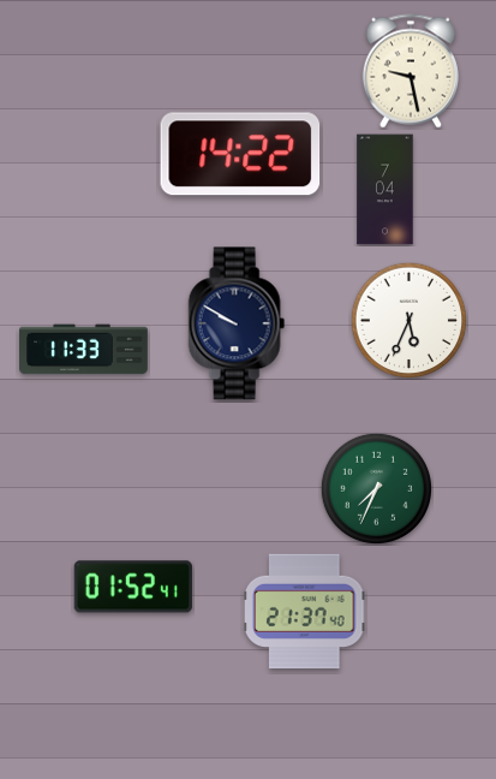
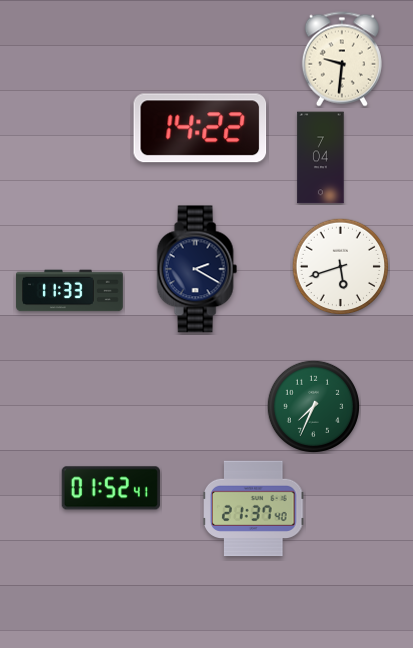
clock at (411, 71): 9:28 -> 9:31
clock at (408, 320): 5:34 -> 5:42
clock at (237, 323): 9:50 -> 2:20
